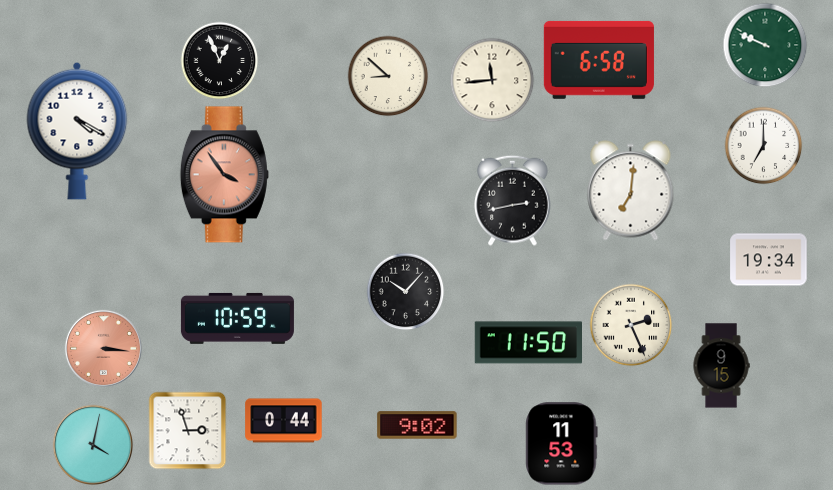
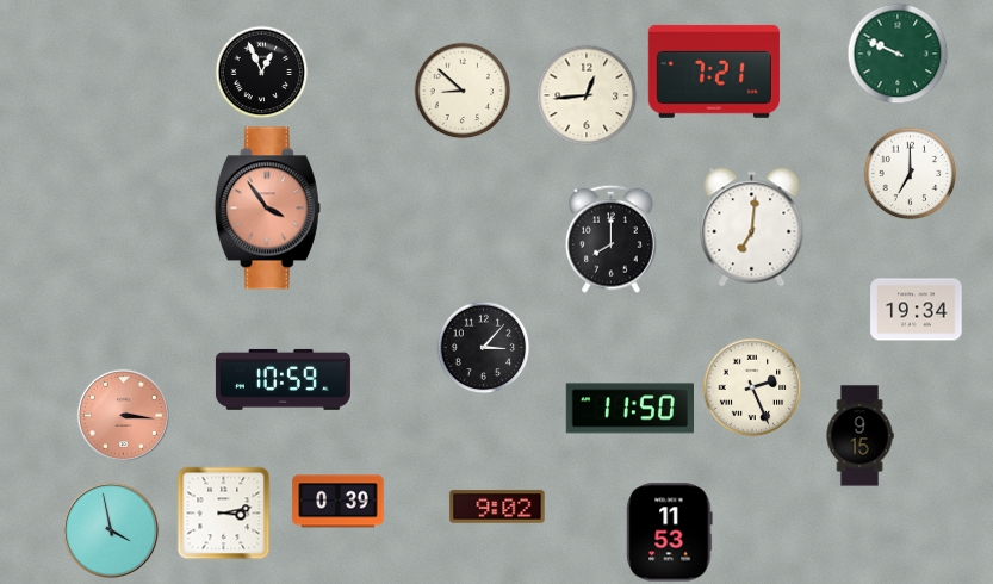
clock at (765, 45) position: (765, 45) -> (898, 54)
clock at (599, 60): 6:58 -> 7:21
clock at (492, 80): 11:44 -> 12:44
clock at (77, 131): 4:20 -> none
clock at (513, 200): 2:43 -> 8:00
clock at (405, 291): 10:07 -> 3:07
clock at (284, 421): 0:44 -> 0:39
clock at (187, 430): 2:57 -> 3:13
clock at (562, 444) position: (562, 444) -> (670, 533)
clock at (93, 445): 4:02 -> 3:58
